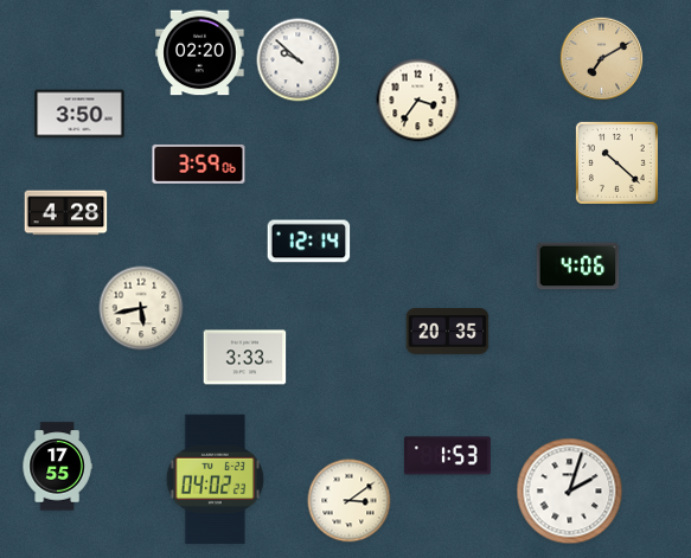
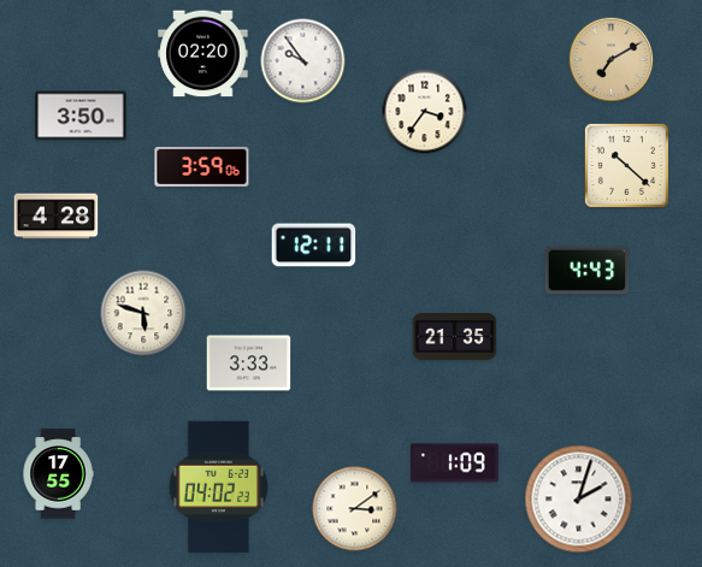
clock at (299, 60): 9:52 -> 9:54
clock at (418, 101) position: (418, 101) -> (425, 112)
clock at (66, 213) position: (66, 213) -> (57, 217)
clock at (309, 242): 12:14 -> 12:11
clock at (578, 267): 4:06 -> 4:43
clock at (141, 308): 5:43 -> 5:48
clock at (448, 332): 20:35 -> 21:35
clock at (447, 456): 1:53 -> 1:09
